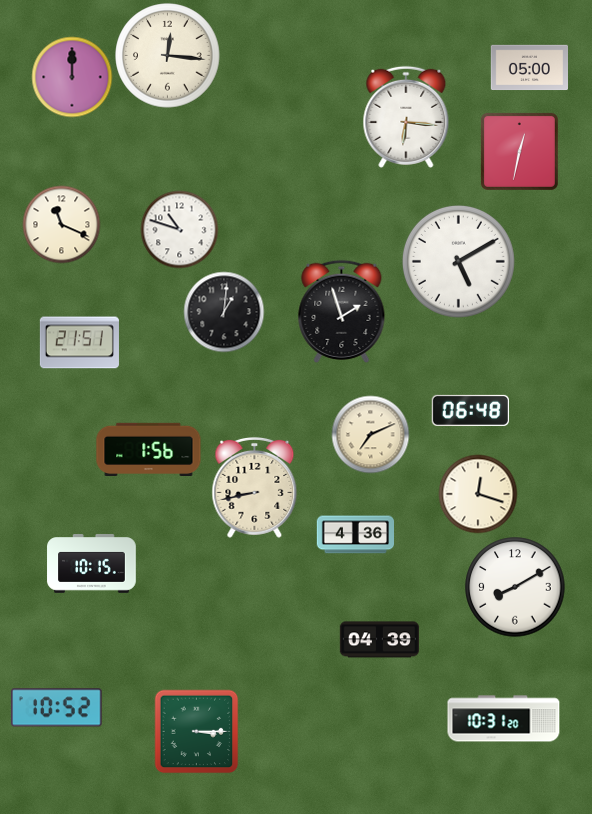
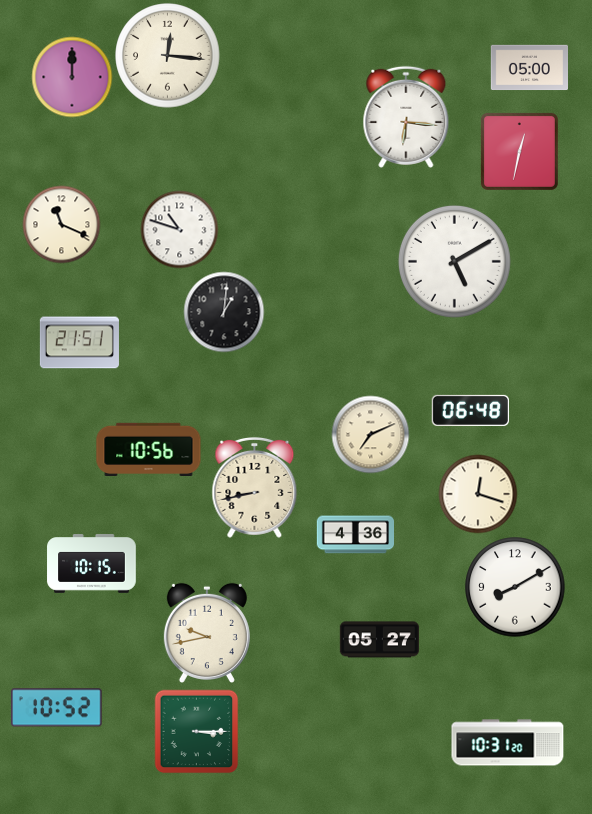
clock at (458, 261) position: (458, 261) -> (454, 261)
clock at (342, 311): 1:57 -> none
clock at (149, 449): 1:56 -> 10:56
clock at (207, 632): none -> 9:43
clock at (379, 640): 04:39 -> 05:27
clock at (504, 719) position: (504, 719) -> (508, 743)
